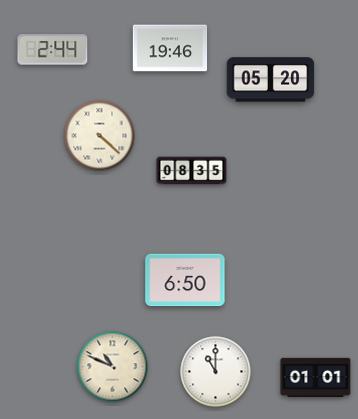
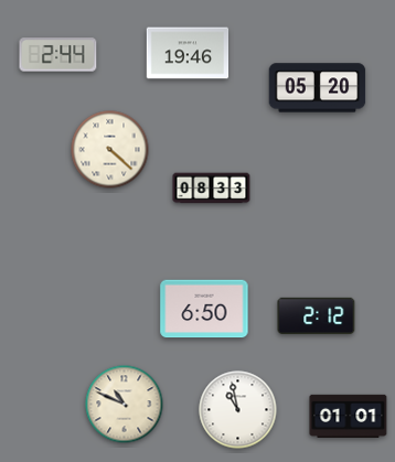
clock at (271, 80) position: (271, 80) -> (318, 88)
clock at (192, 171): 08:35 -> 08:33
clock at (317, 315): none -> 2:12
clock at (216, 372): 11:00 -> 10:58
